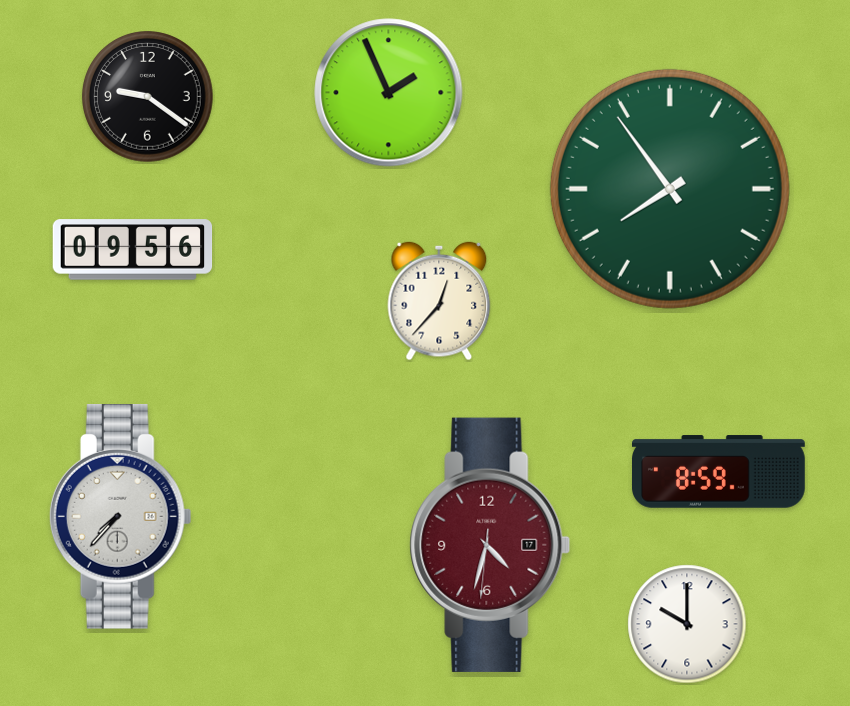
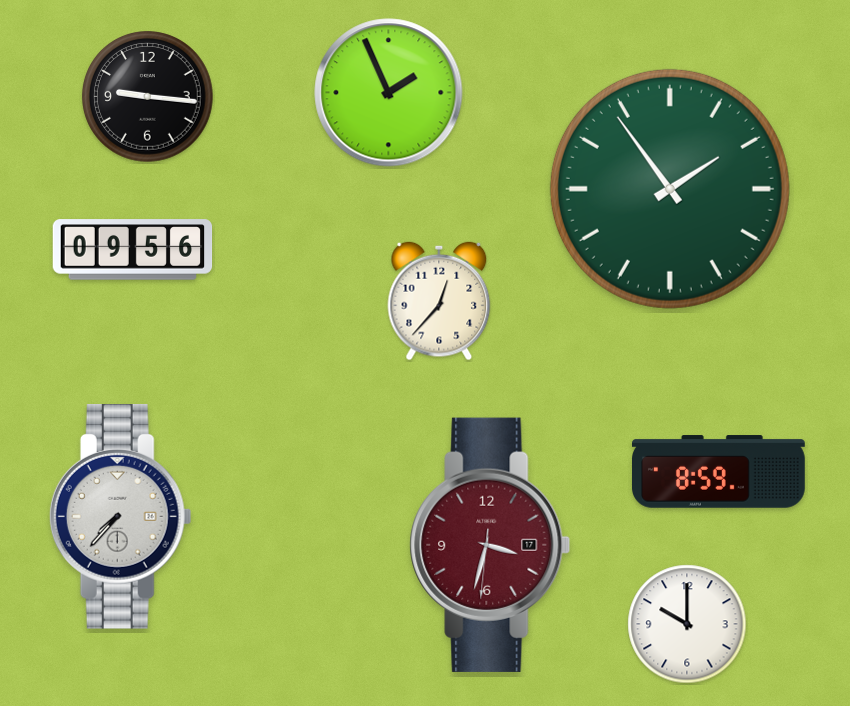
clock at (148, 97): 9:21 -> 9:16
clock at (670, 189): 7:54 -> 1:54
clock at (490, 545): 4:32 -> 3:32
